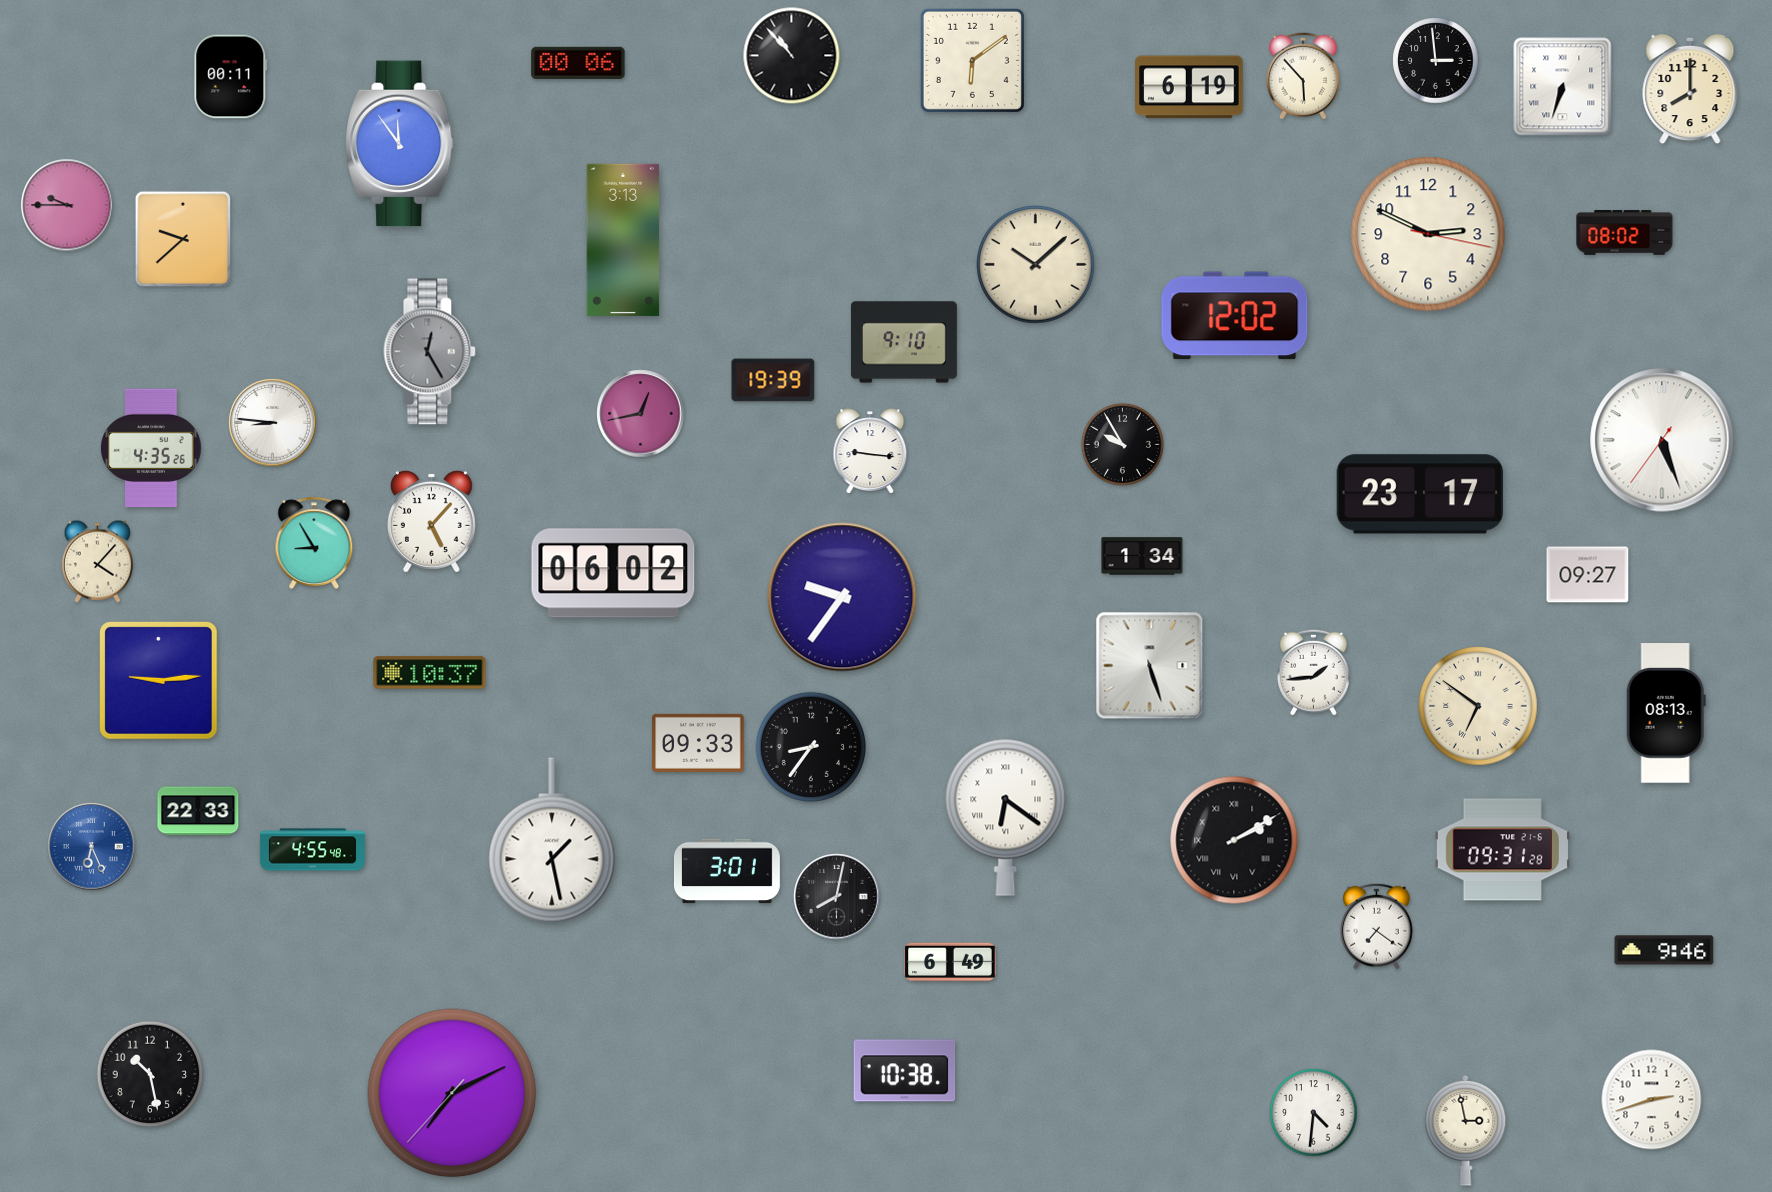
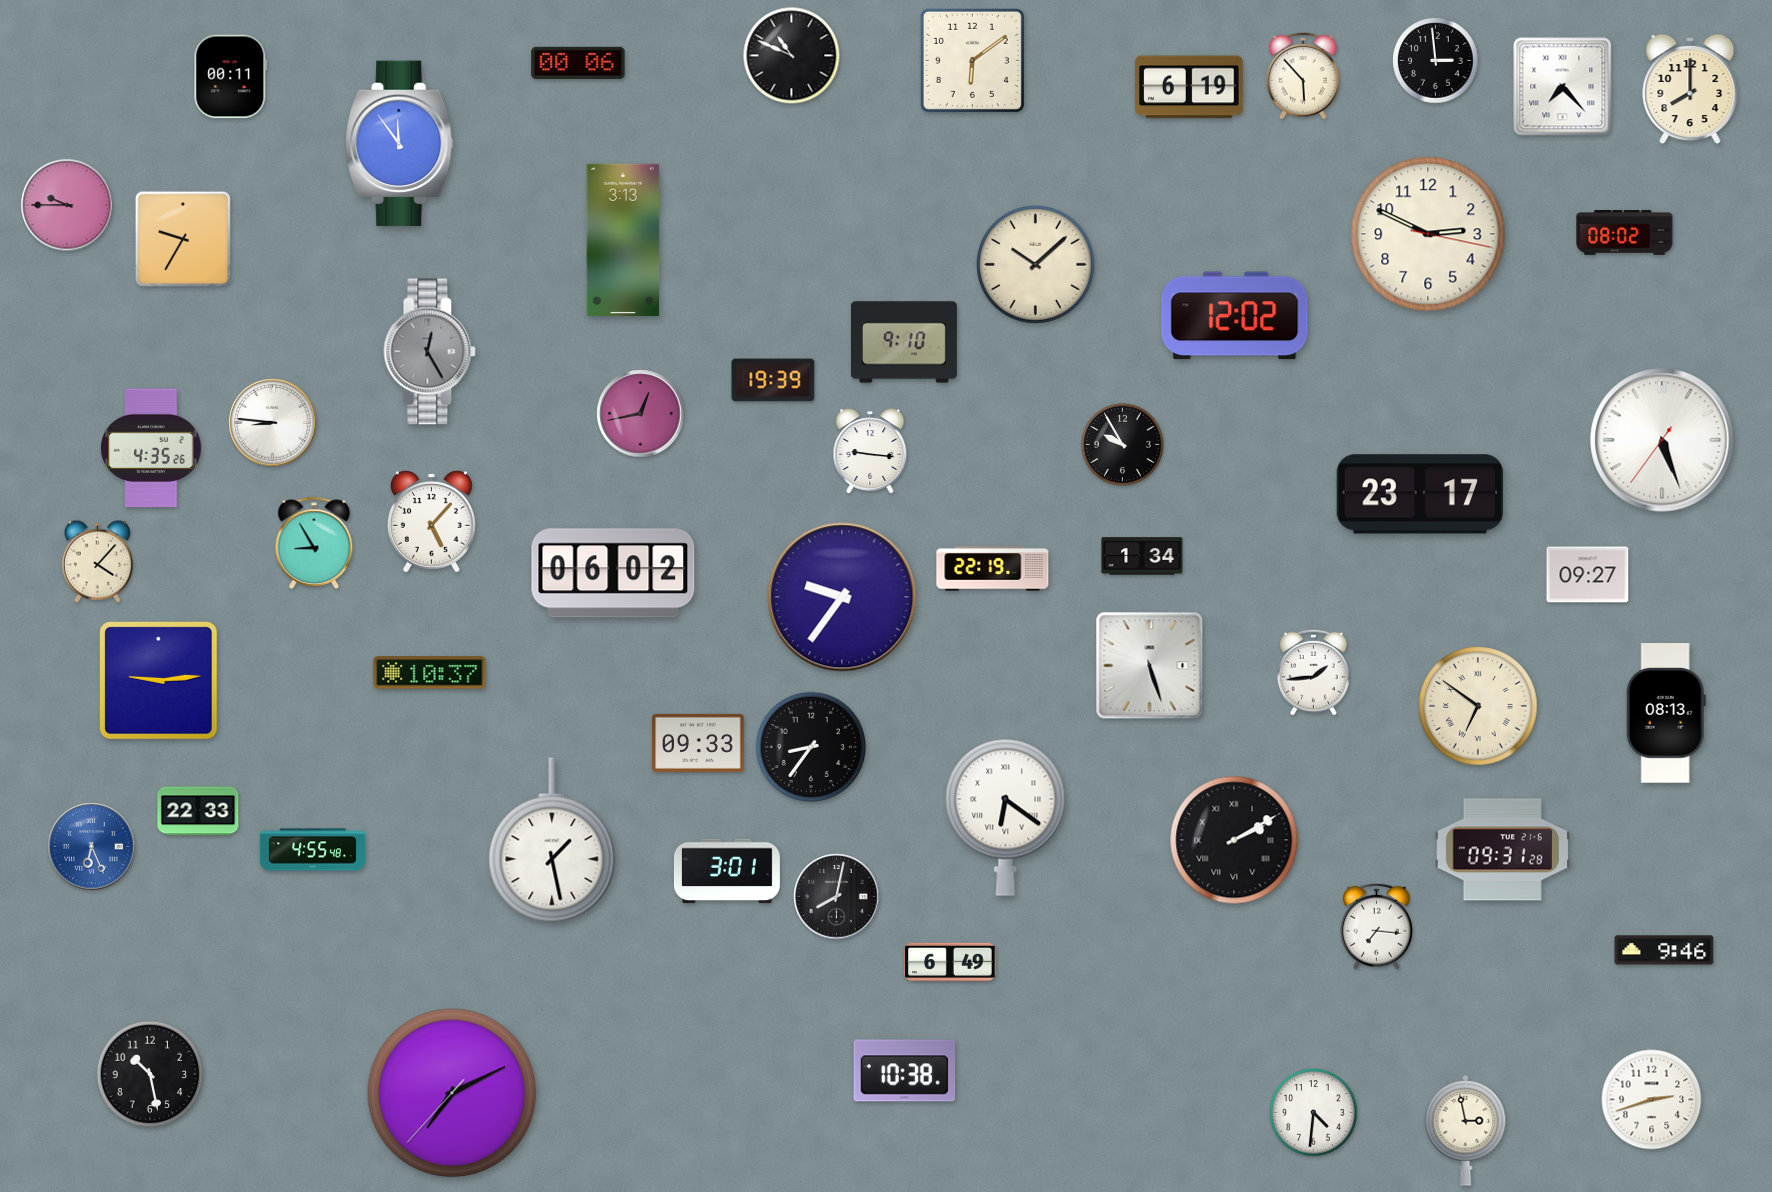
clock at (792, 56): 10:53 -> 10:49
clock at (1563, 87): 6:33 -> 7:23
clock at (183, 239): 9:38 -> 9:35
clock at (993, 569): none -> 22:19
clock at (1376, 926): 7:21 -> 7:16
